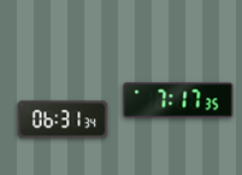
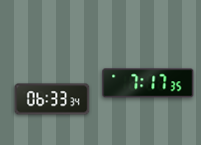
clock at (63, 119): 06:31 -> 06:33
